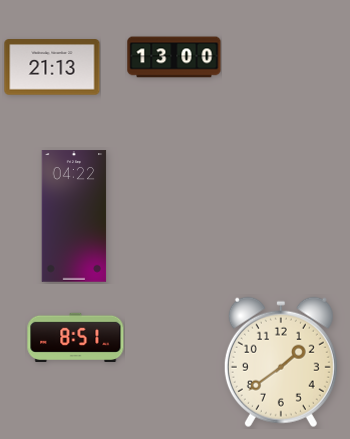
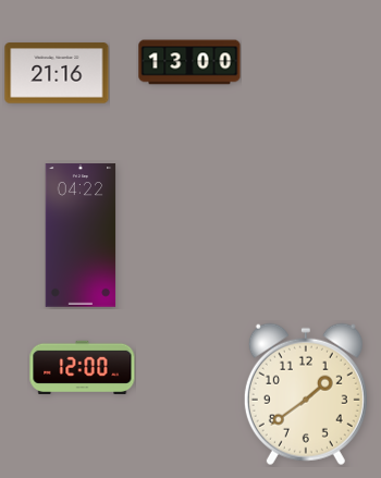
clock at (52, 67): 21:13 -> 21:16
clock at (76, 337): 8:51 -> 12:00
